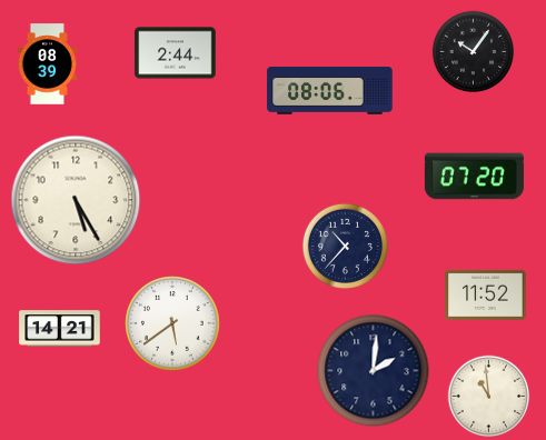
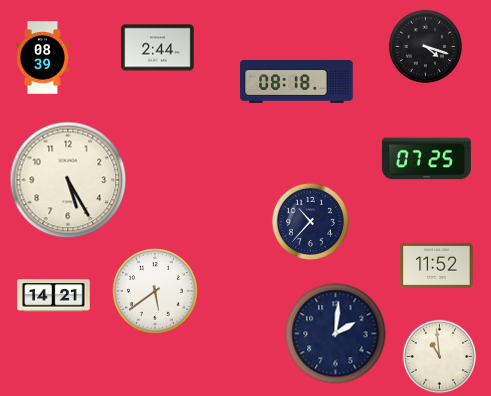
clock at (474, 52): 10:06 -> 4:18
clock at (330, 91): 08:06 -> 08:18
clock at (474, 177): 07:20 -> 07:25
